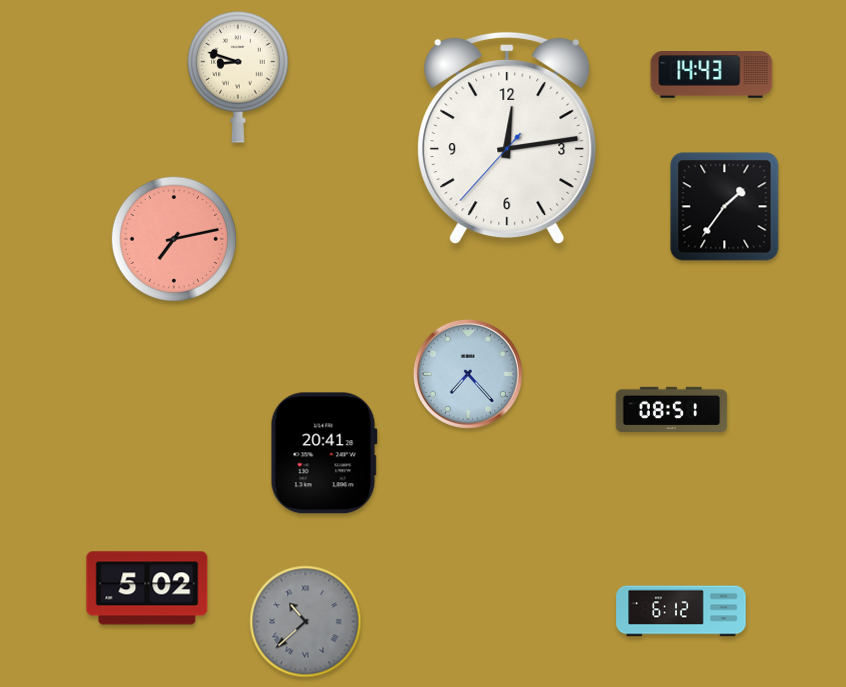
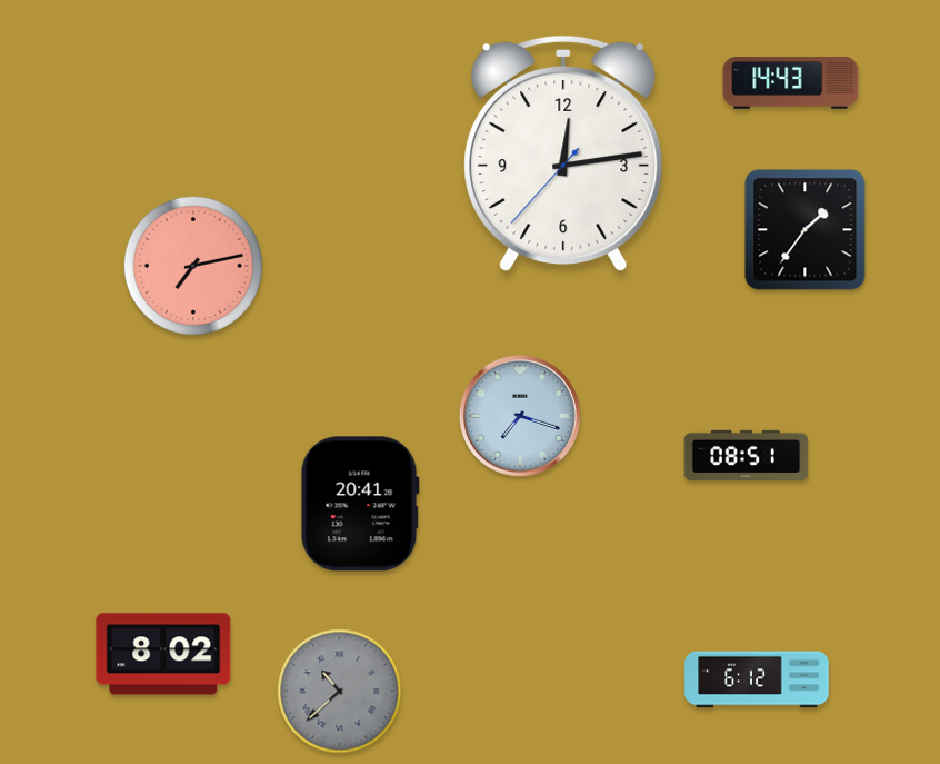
clock at (238, 78): 8:48 -> none
clock at (468, 374): 7:23 -> 7:18
clock at (147, 588): 5:02 -> 8:02
